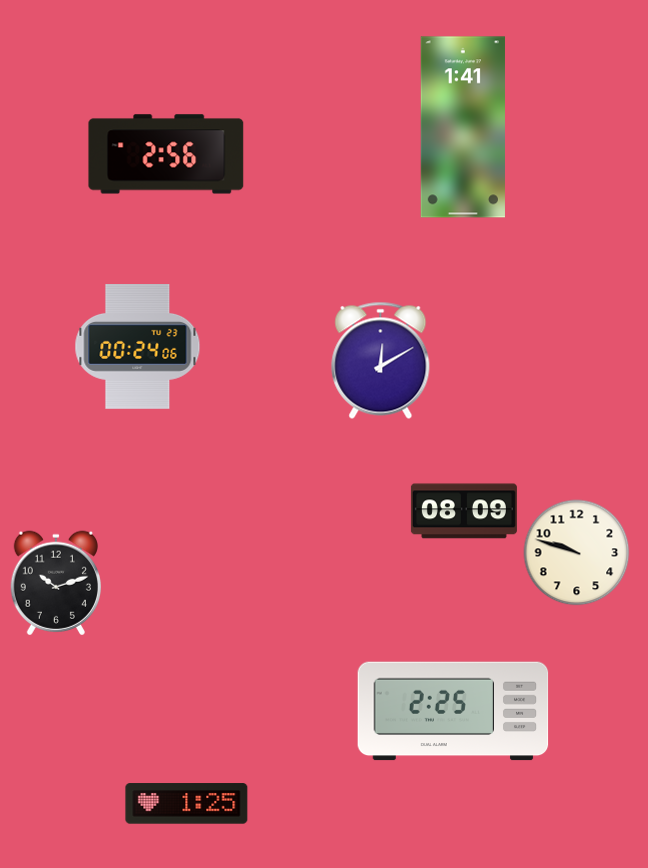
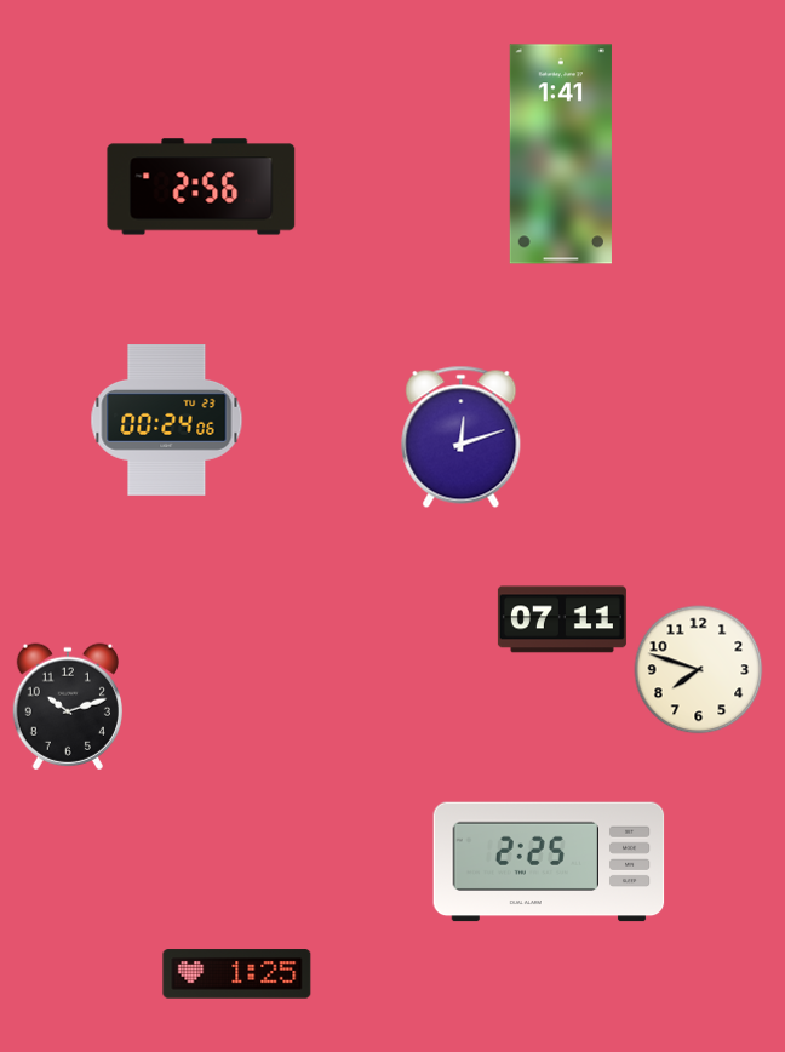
clock at (381, 360): 12:10 -> 12:12
clock at (464, 511): 08:09 -> 07:11
clock at (577, 553): 9:48 -> 7:48
clock at (187, 804) position: (187, 804) -> (237, 974)
